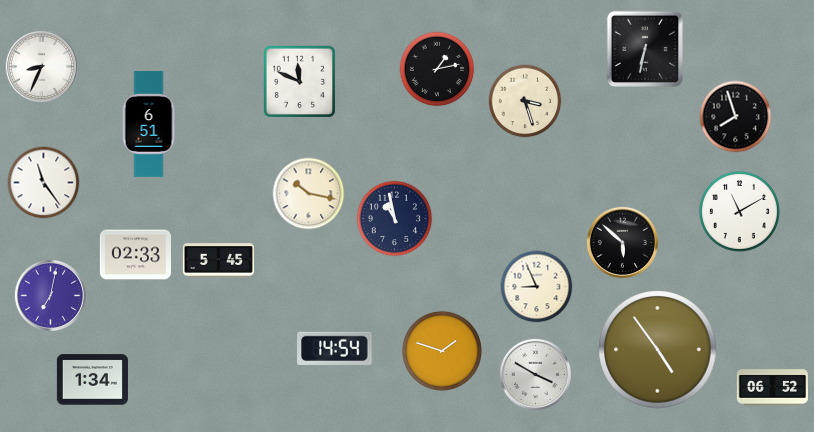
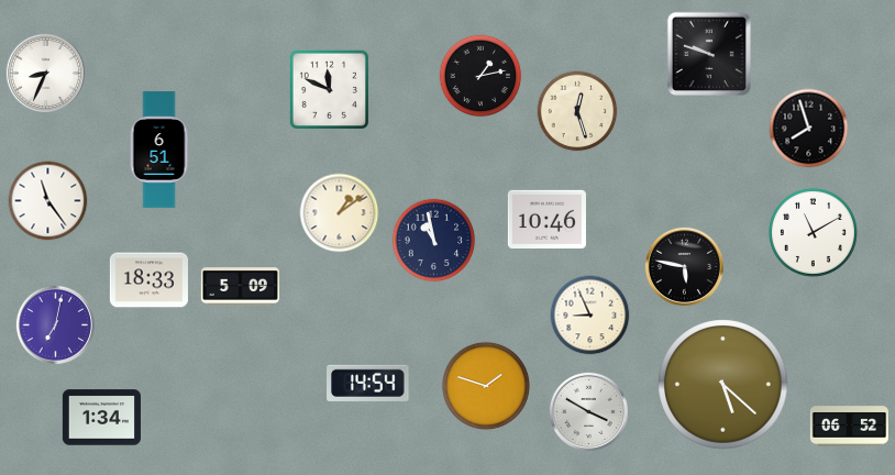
clock at (645, 49): 6:32 -> 9:48
clock at (525, 101): 3:27 -> 12:27
clock at (149, 124) position: (149, 124) -> (159, 150)
clock at (309, 194): 10:17 -> 1:09
clock at (546, 219): none -> 10:46
clock at (622, 242): 5:52 -> 5:47
clock at (135, 255): 02:33 -> 18:33
clock at (218, 261): 5:45 -> 5:09
clock at (658, 350): 4:54 -> 5:22
